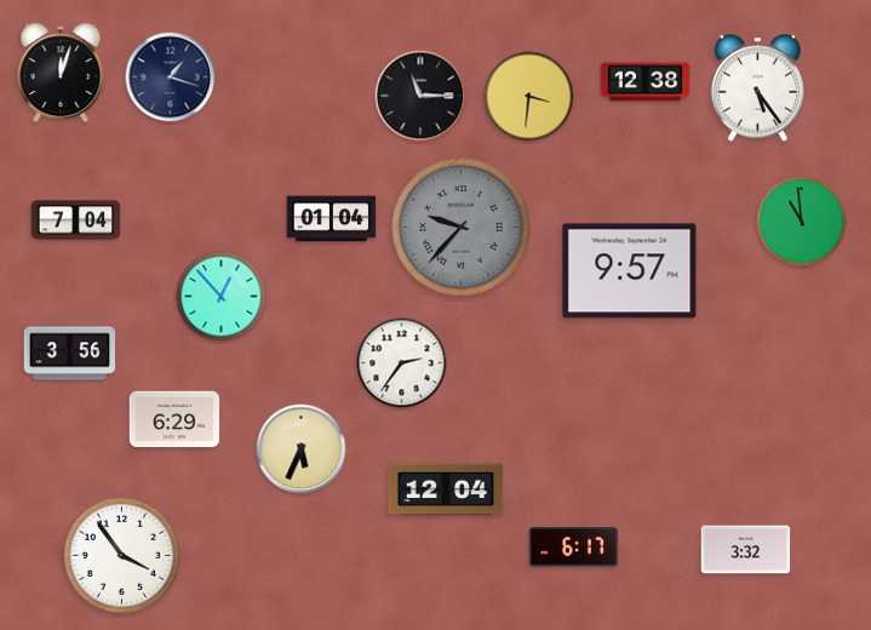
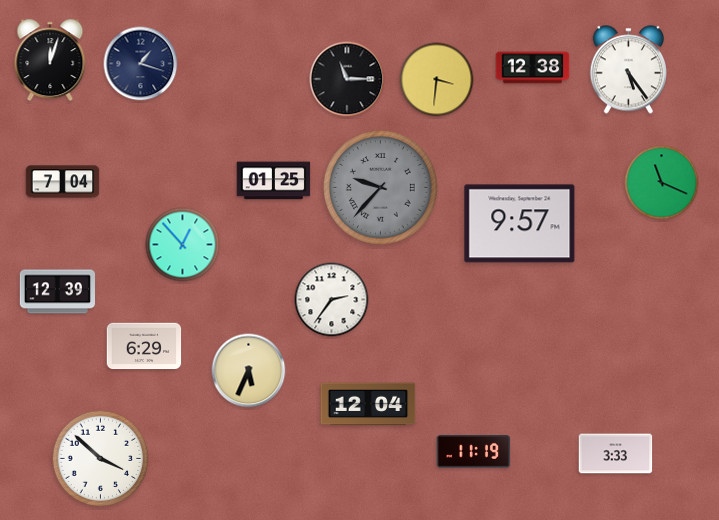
clock at (757, 88) position: (757, 88) -> (628, 70)
clock at (332, 219): 01:04 -> 01:25
clock at (802, 222): 10:59 -> 11:19
clock at (70, 354): 3:56 -> 12:39
clock at (574, 548): 6:17 -> 11:19
clock at (746, 550): 3:32 -> 3:33
clock at (122, 556): 3:54 -> 3:52
